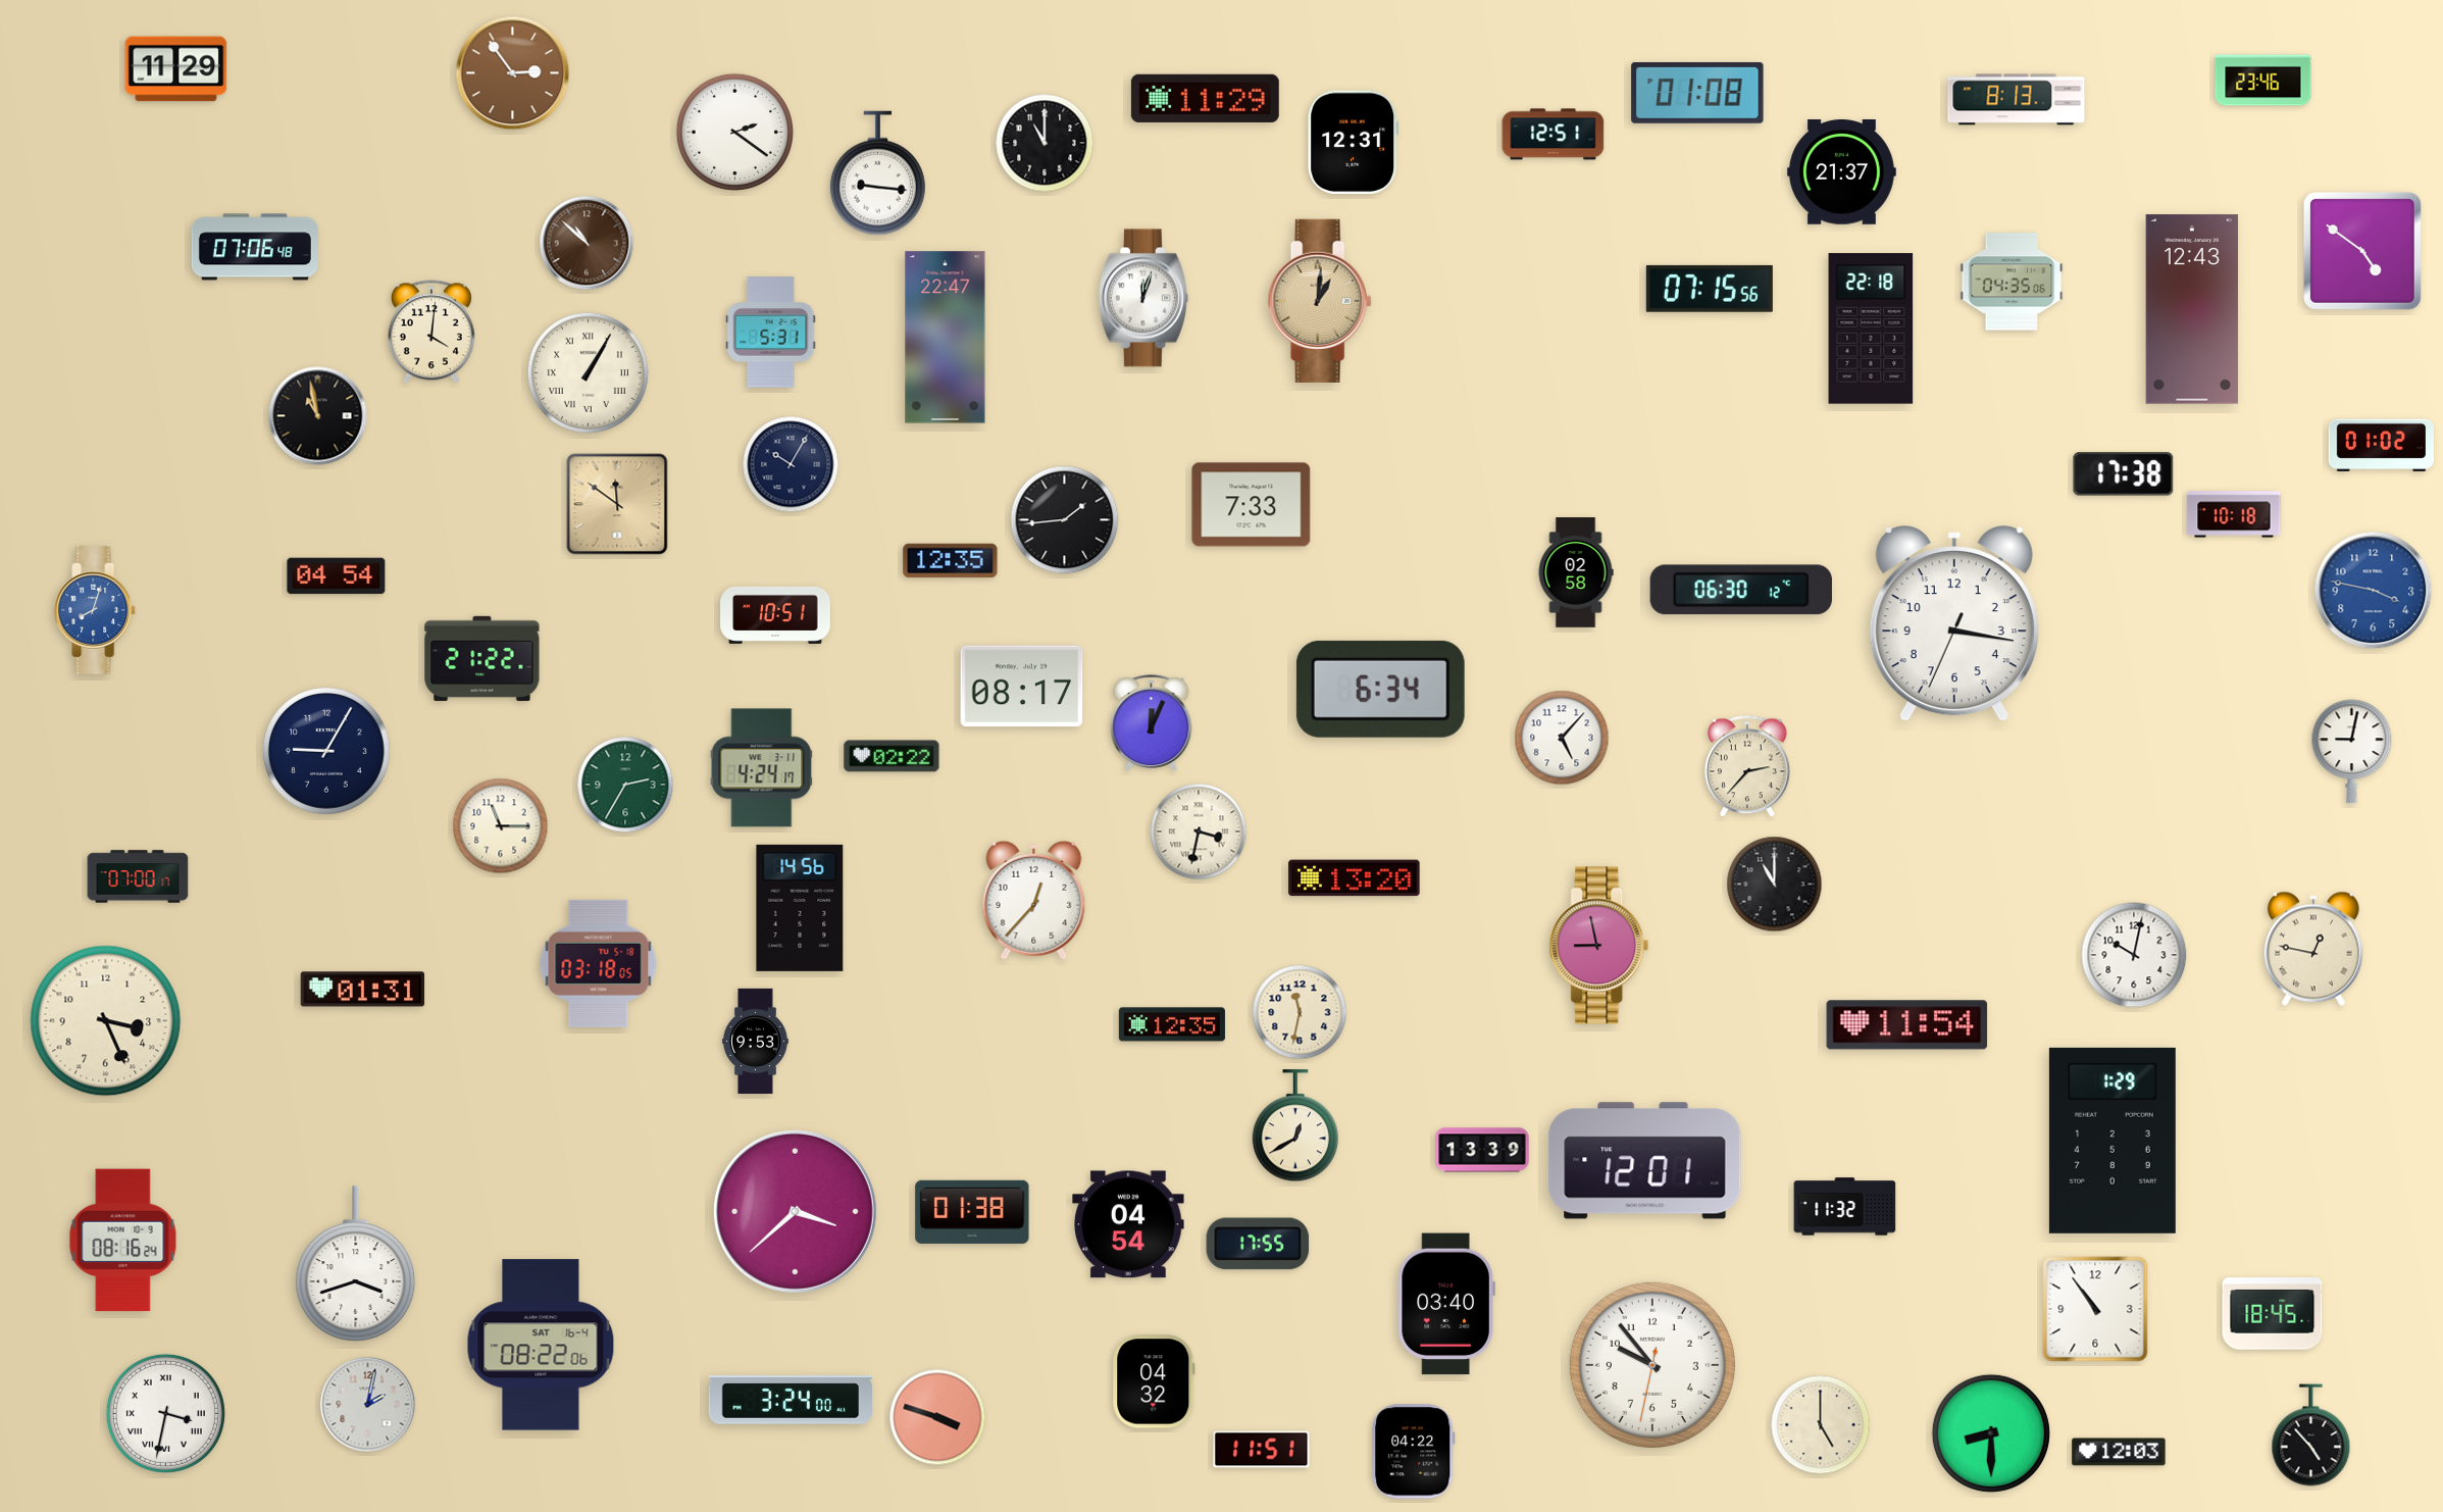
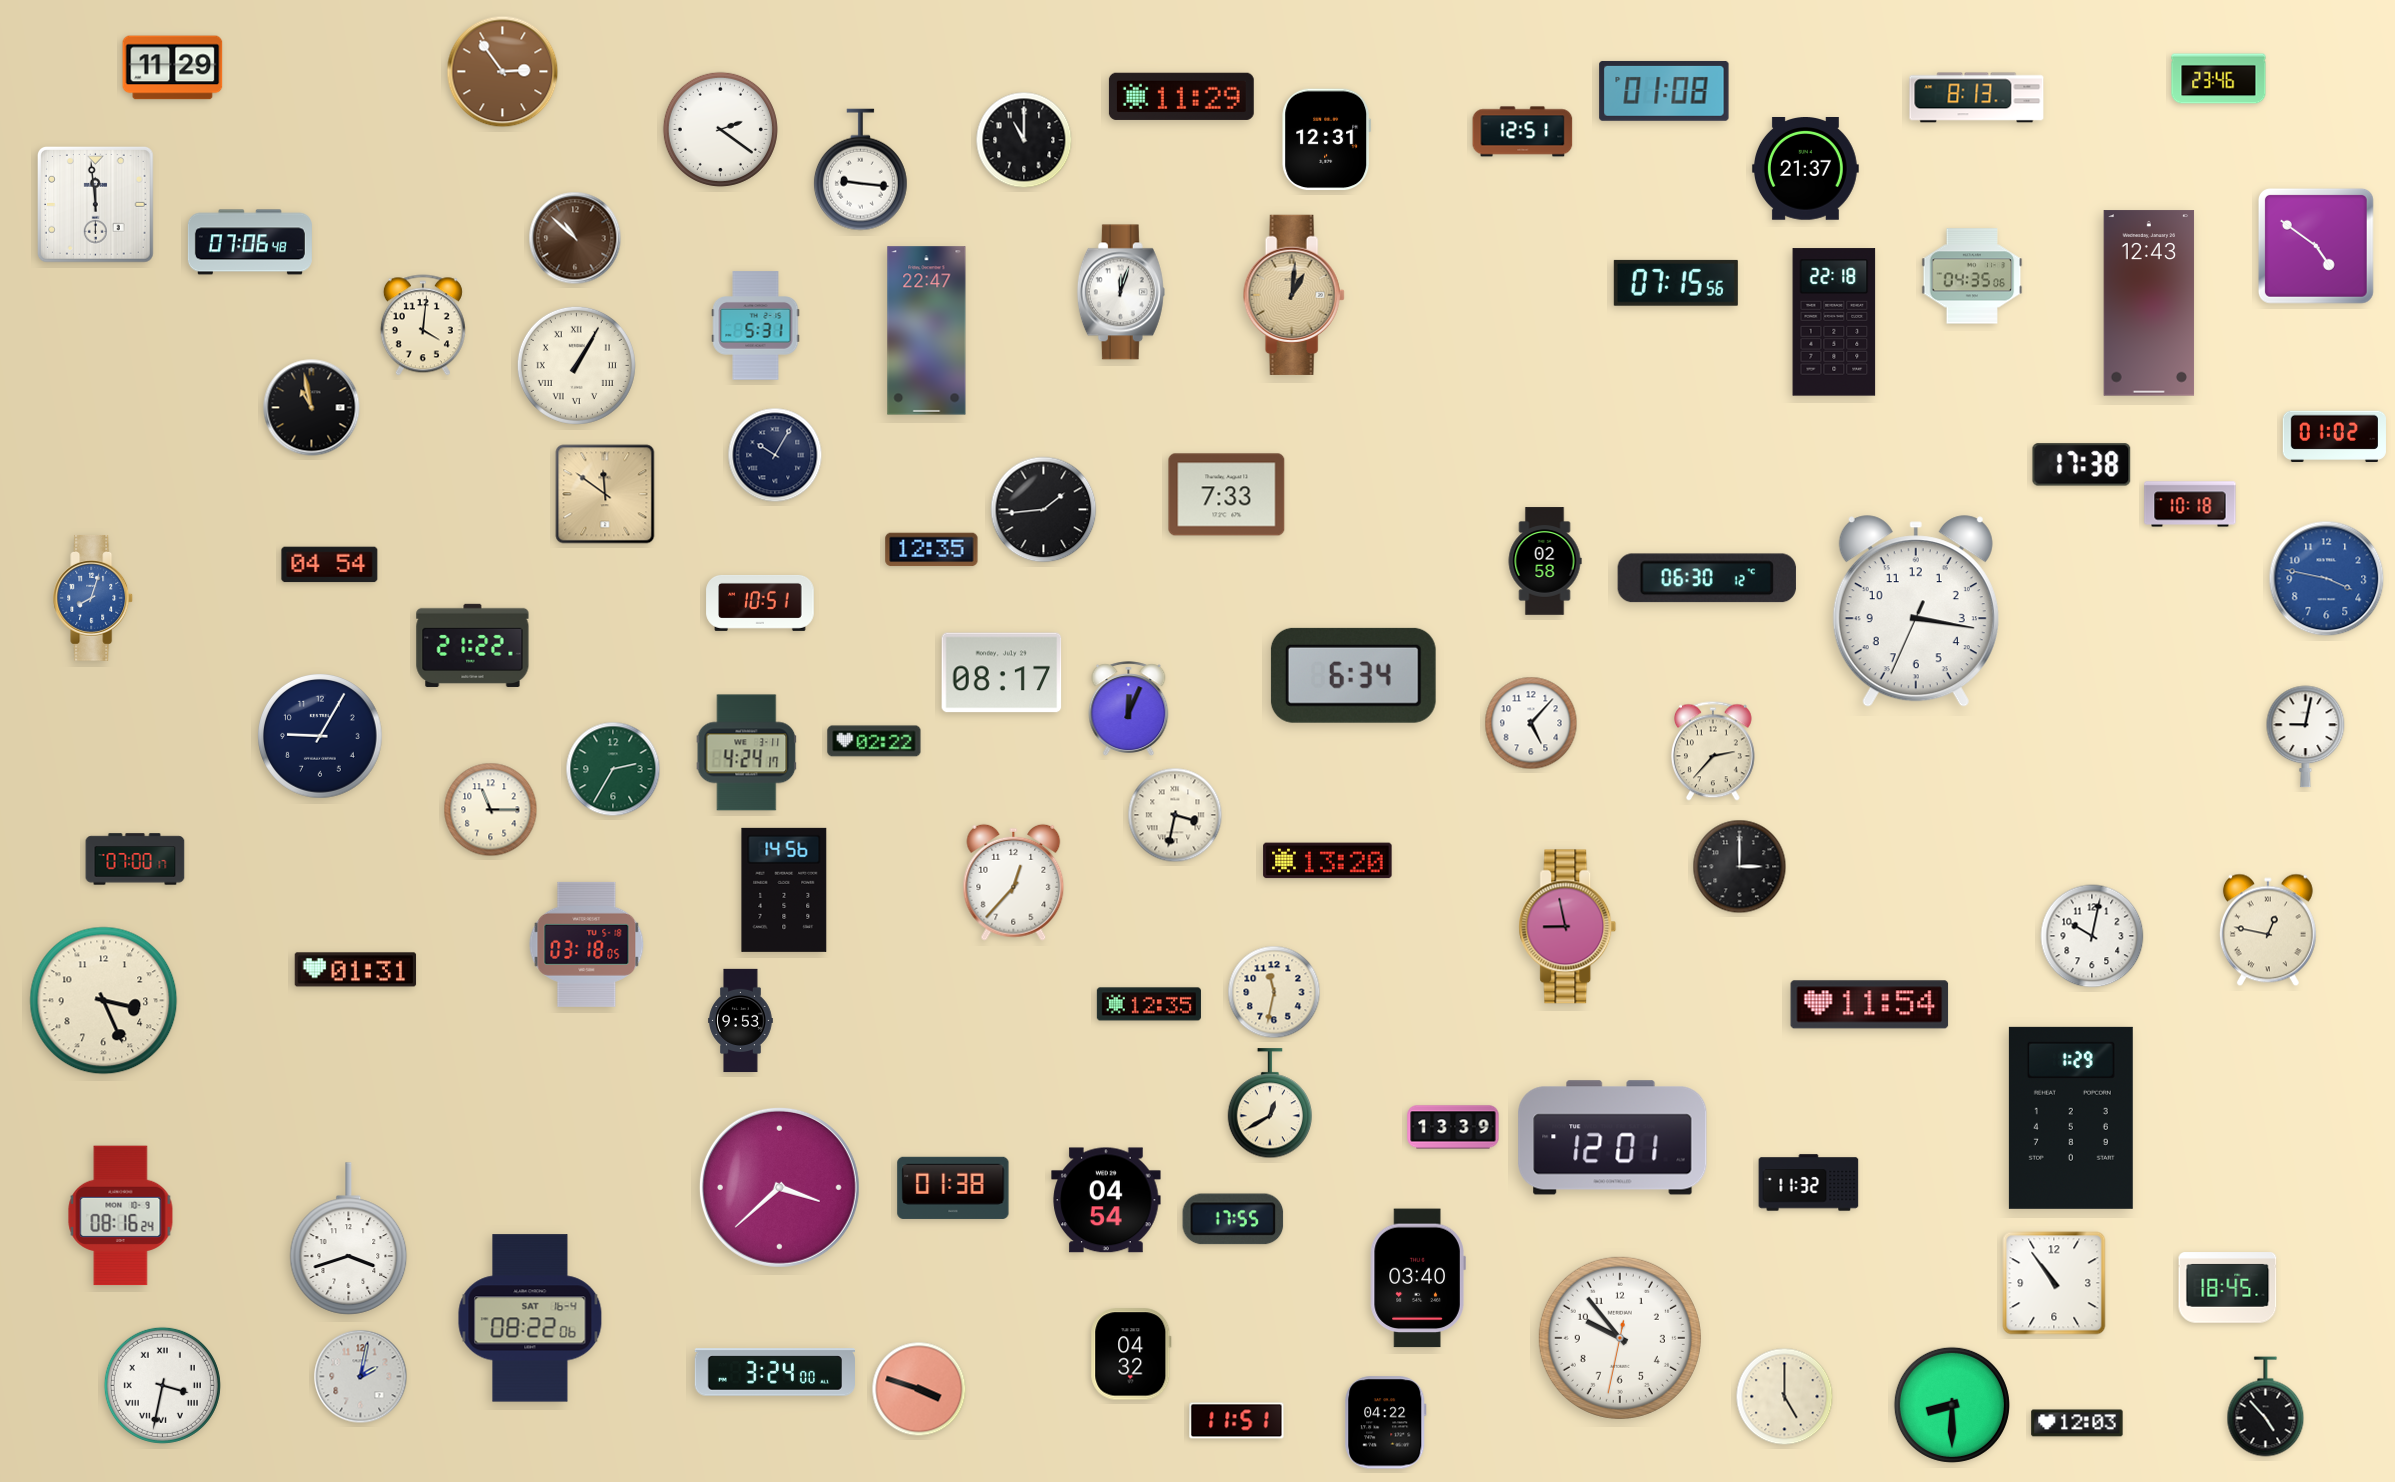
clock at (96, 205): none -> 11:59
clock at (1775, 885): 11:00 -> 3:00
